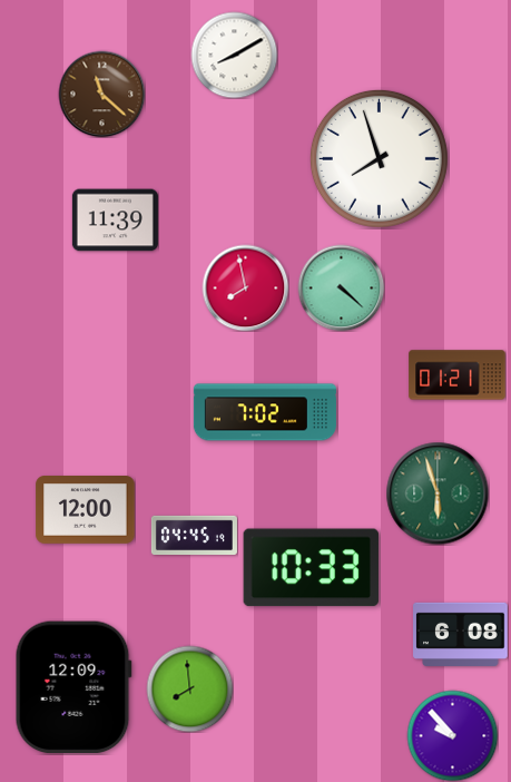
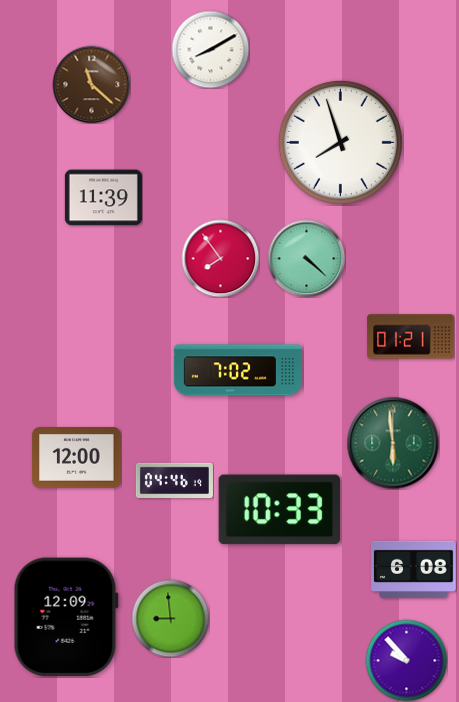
clock at (245, 287): 7:58 -> 7:54
clock at (438, 493): 5:57 -> 5:59
clock at (194, 535): 04:45 -> 04:46
clock at (189, 688): 7:59 -> 8:59
